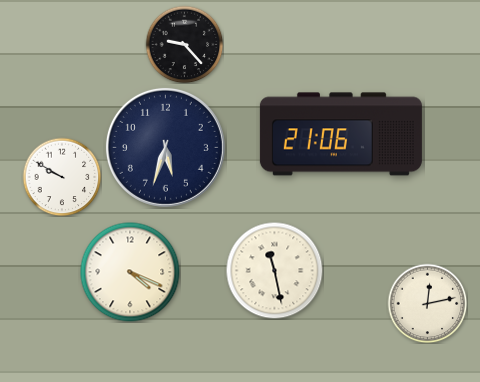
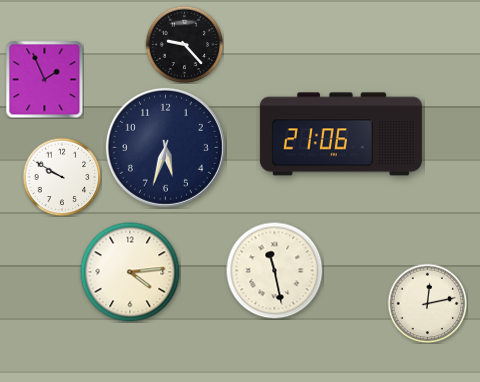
clock at (44, 79): none -> 1:56
clock at (130, 272): 4:19 -> 4:14
